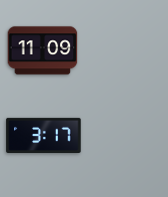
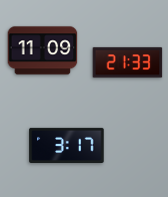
clock at (128, 63): none -> 21:33
clock at (44, 135) position: (44, 135) -> (67, 145)
